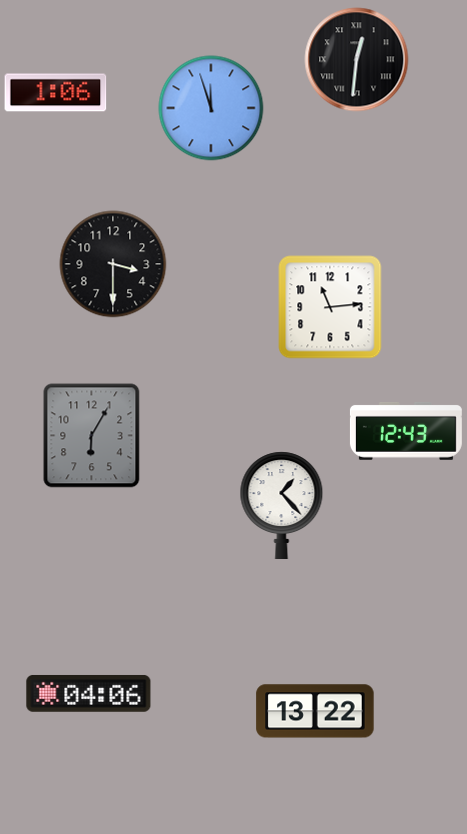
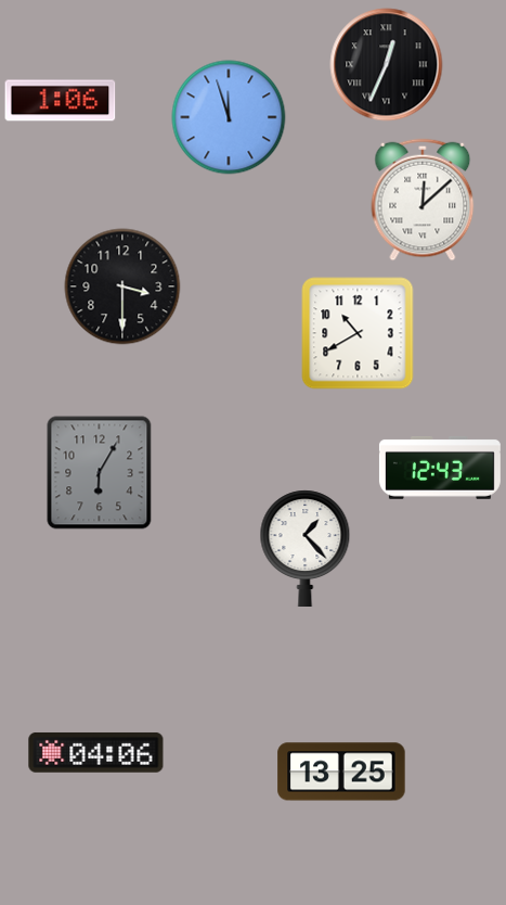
clock at (357, 60): 12:31 -> 12:34
clock at (423, 200): none -> 12:08
clock at (330, 307): 11:14 -> 10:40
clock at (315, 711): 13:22 -> 13:25
